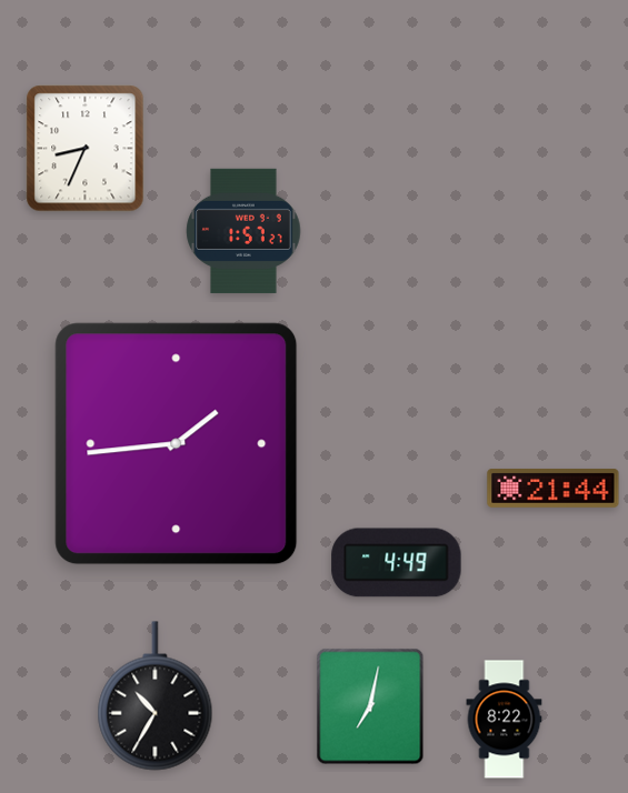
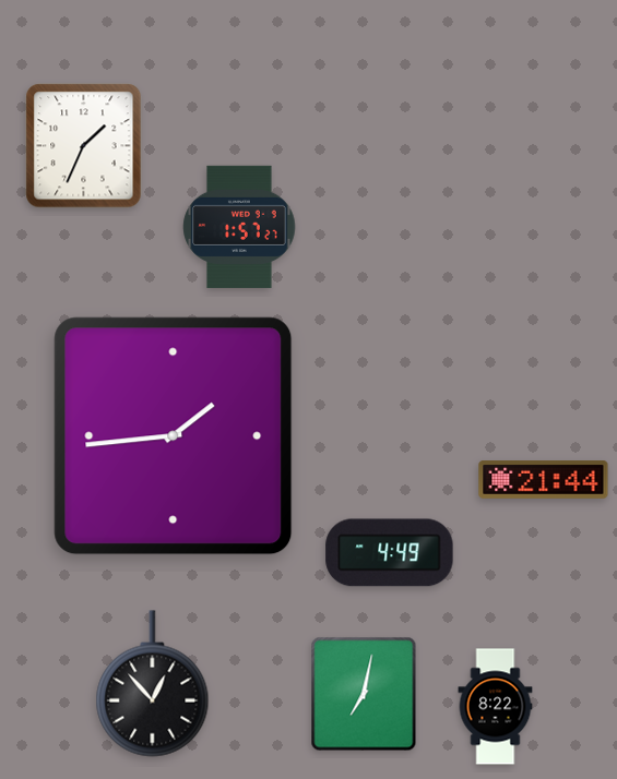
clock at (86, 149): 8:34 -> 1:34
clock at (156, 696): 10:35 -> 12:53
